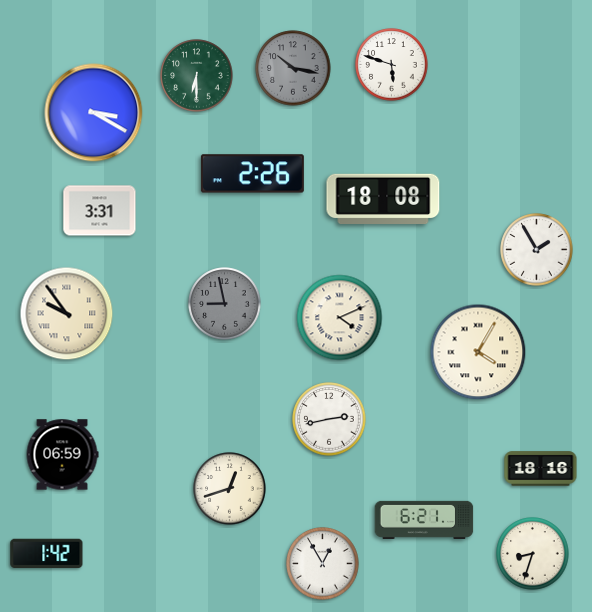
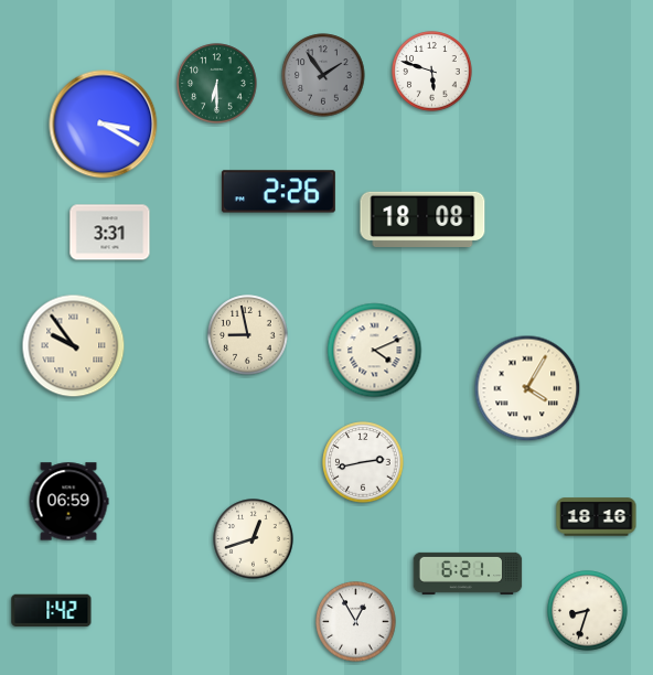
clock at (293, 68): 10:17 -> 1:54
clock at (537, 250): 1:55 -> none
clock at (225, 304) dial: grey -> cream
